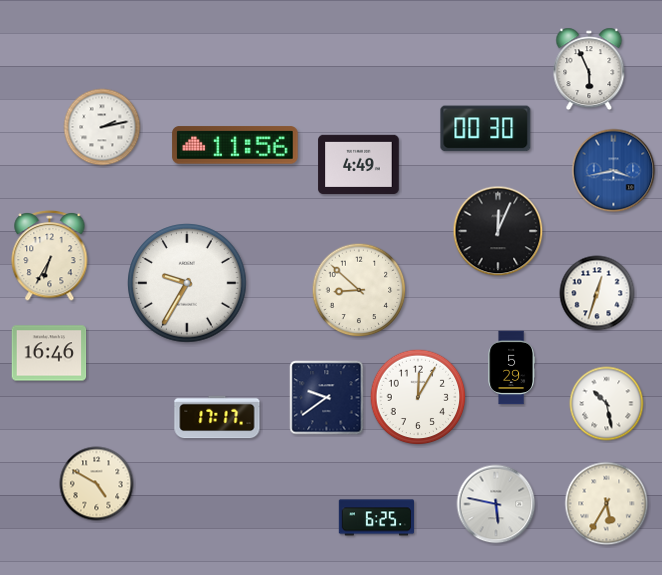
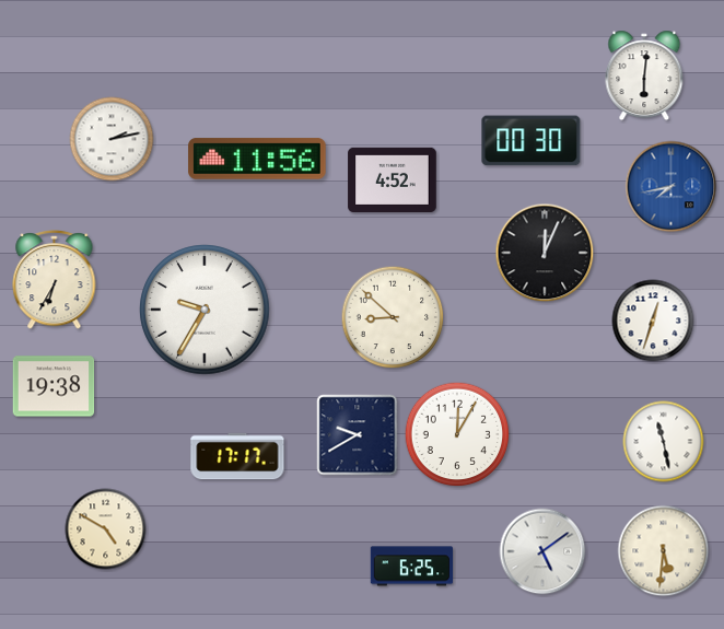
clock at (589, 69): 5:56 -> 6:01
clock at (359, 164): 4:49 -> 4:52
clock at (614, 171): 3:43 -> 7:43
clock at (49, 353): 16:46 -> 19:38
clock at (511, 368): 5:29 -> none
clock at (327, 398): 9:39 -> 9:40
clock at (607, 404): 10:28 -> 11:28
clock at (496, 504): 5:47 -> 5:09
clock at (607, 504): 5:35 -> 5:31
